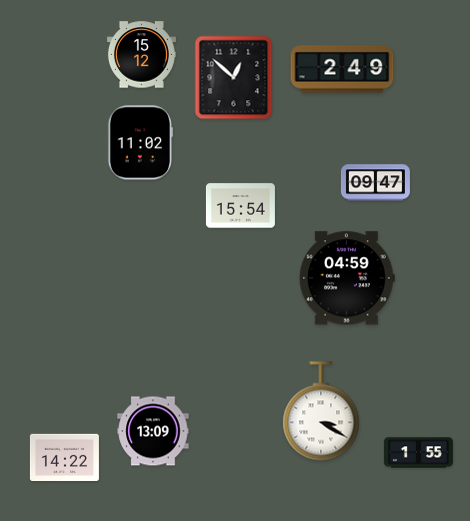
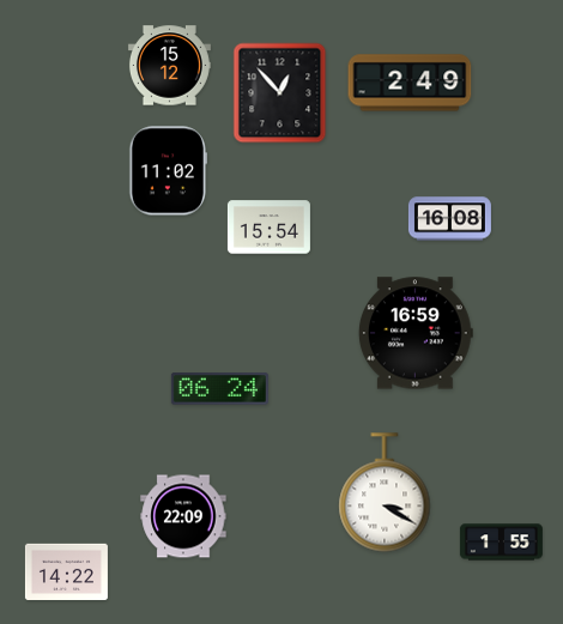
clock at (234, 78): 12:52 -> 12:53
clock at (375, 183): 09:47 -> 16:08
clock at (240, 206) position: (240, 206) -> (268, 228)
clock at (348, 278): 04:59 -> 16:59
clock at (219, 389): none -> 06:24
clock at (153, 431): 13:09 -> 22:09
clock at (64, 457) position: (64, 457) -> (66, 571)
